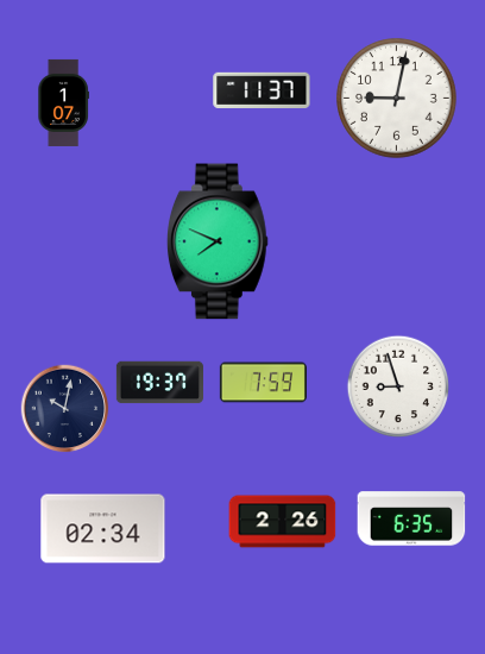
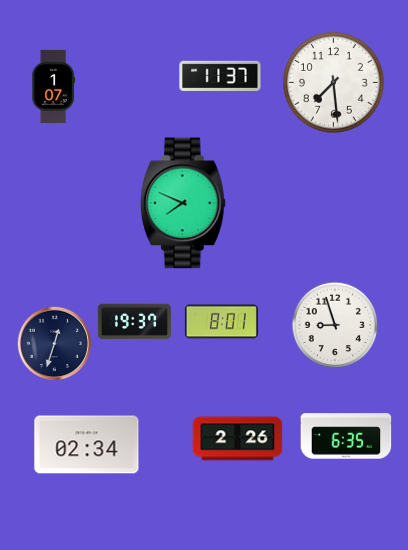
clock at (397, 99): 9:02 -> 7:29
clock at (263, 383): 7:59 -> 8:01
clock at (65, 409): 10:02 -> 12:33
